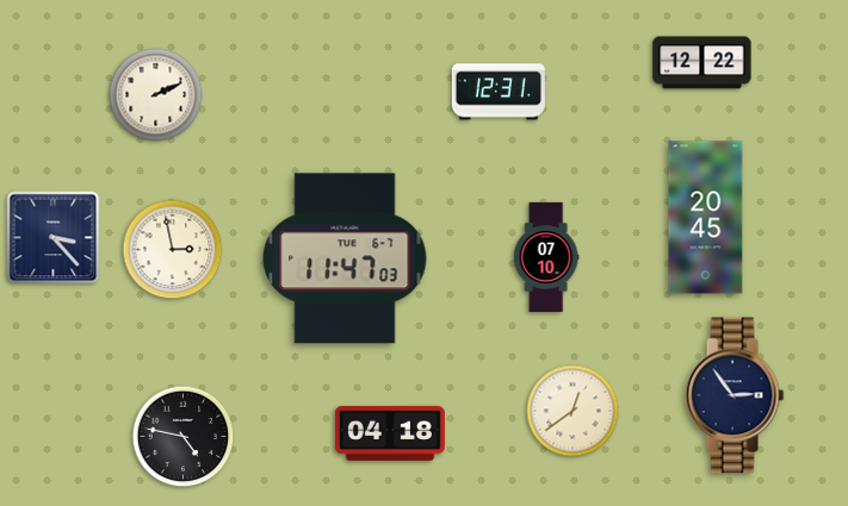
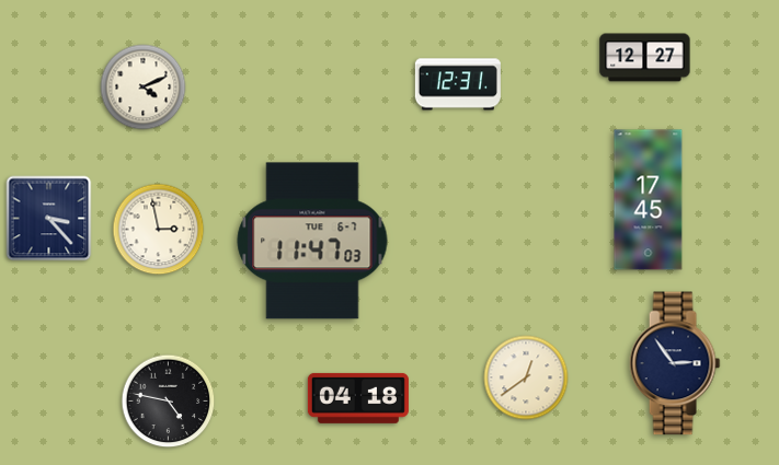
clock at (702, 63): 12:22 -> 12:27
clock at (156, 95): 2:11 -> 4:11
clock at (706, 218): 20:45 -> 17:45
clock at (546, 257): 07:10 -> none
clock at (345, 258) position: (345, 258) -> (312, 241)
